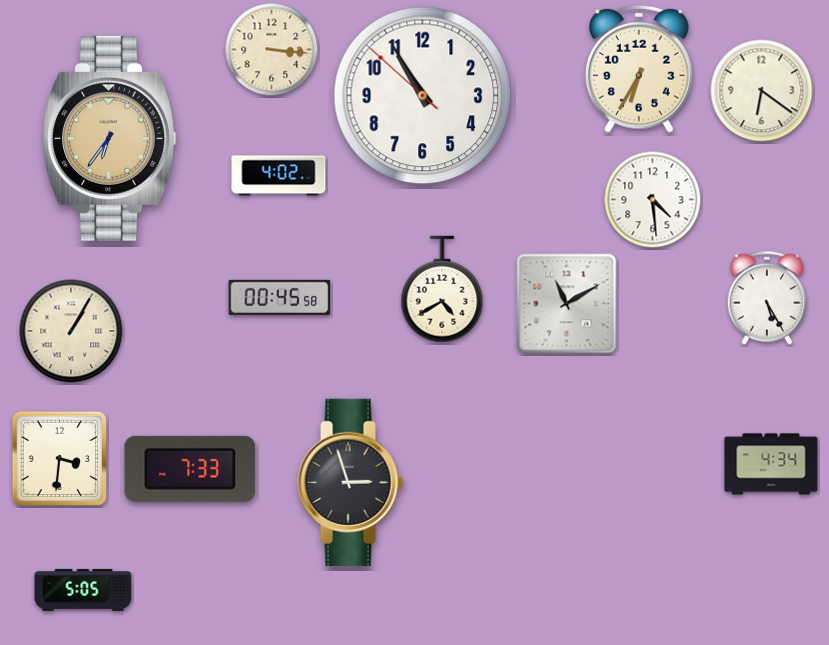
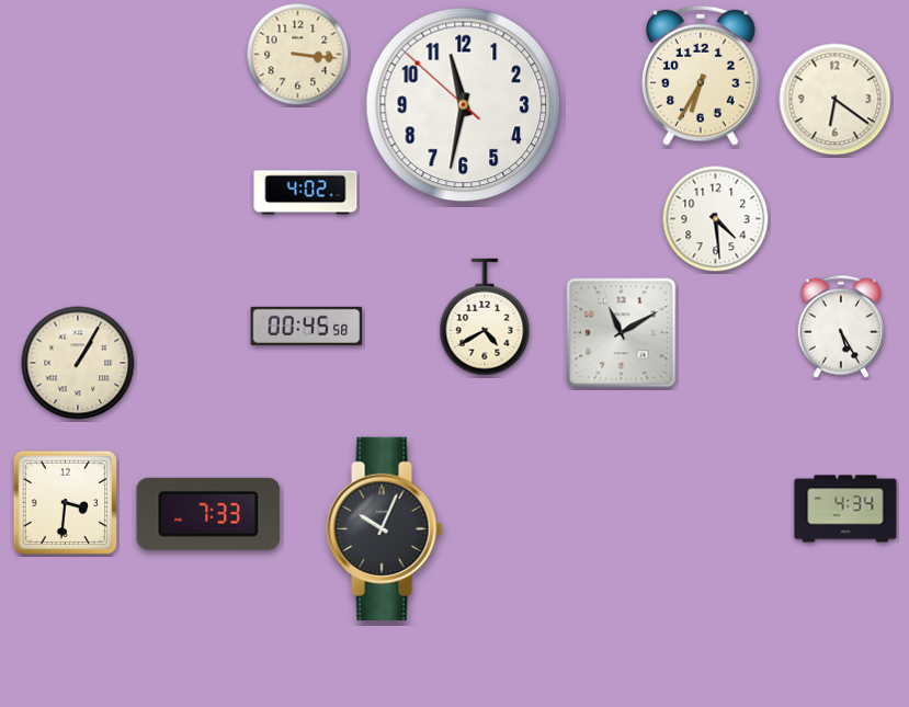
clock at (423, 96): 10:54 -> 11:31
clock at (109, 138): 6:36 -> none
clock at (351, 482): 2:57 -> 10:04
clock at (83, 590): 5:05 -> none
